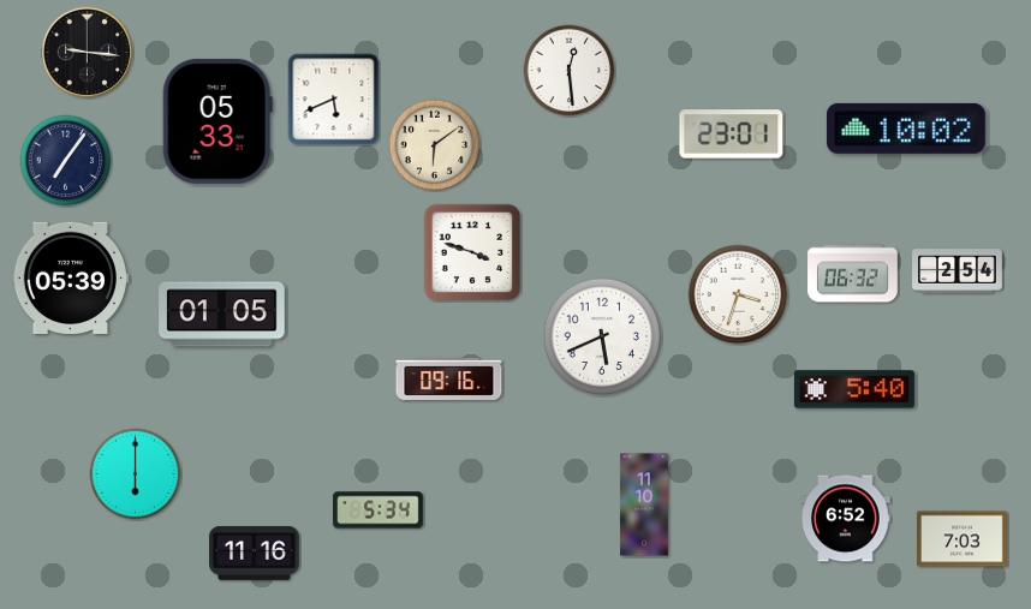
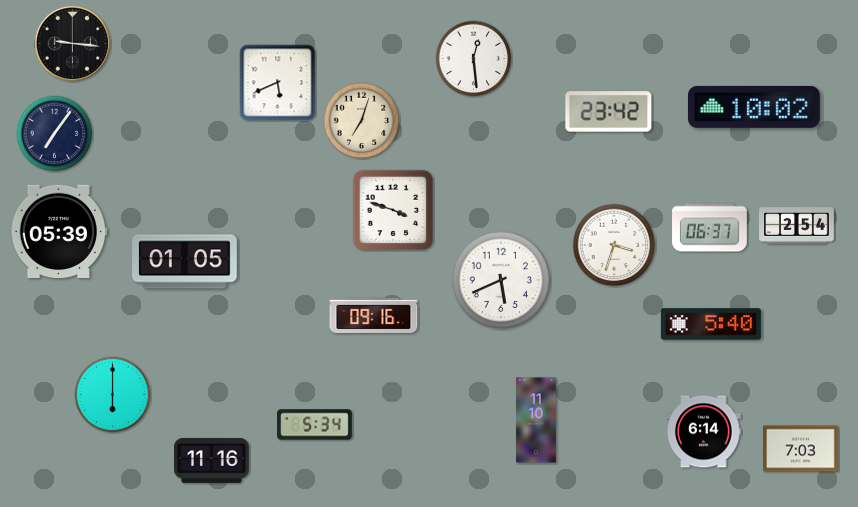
clock at (217, 121): 05:33 -> none
clock at (732, 135): 23:01 -> 23:42
clock at (435, 145): 6:09 -> 7:03
clock at (853, 274): 06:32 -> 06:37
clock at (846, 519): 6:52 -> 6:14
